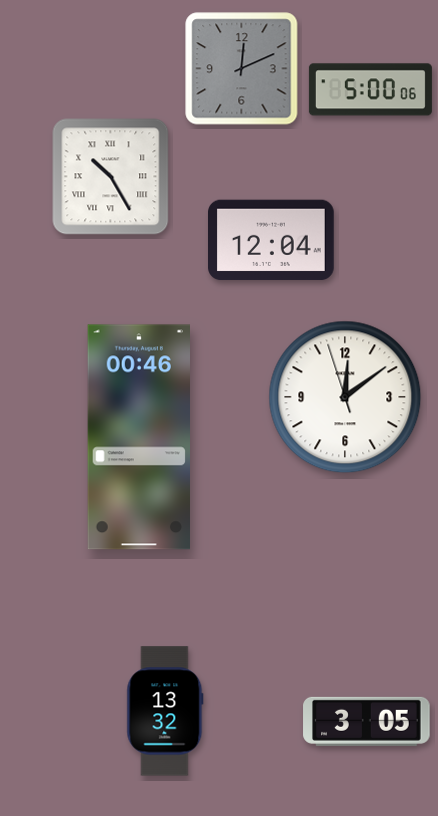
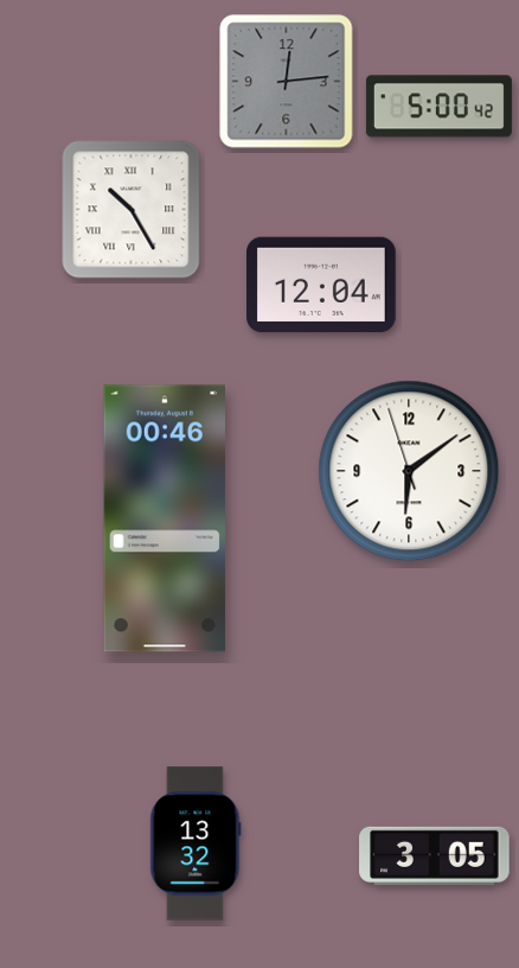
clock at (242, 69): 12:11 -> 12:14
clock at (370, 90): 5:00:06 -> 5:00:42
clock at (345, 397): 12:08 -> 6:08
